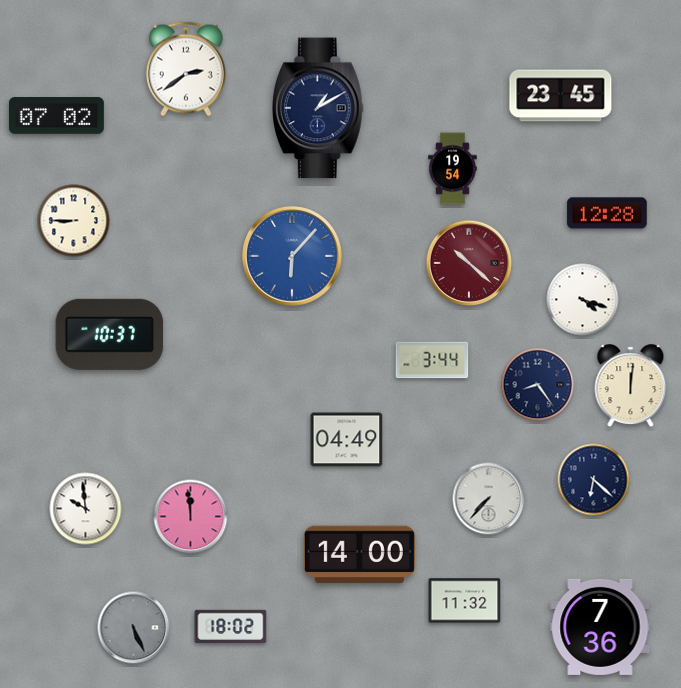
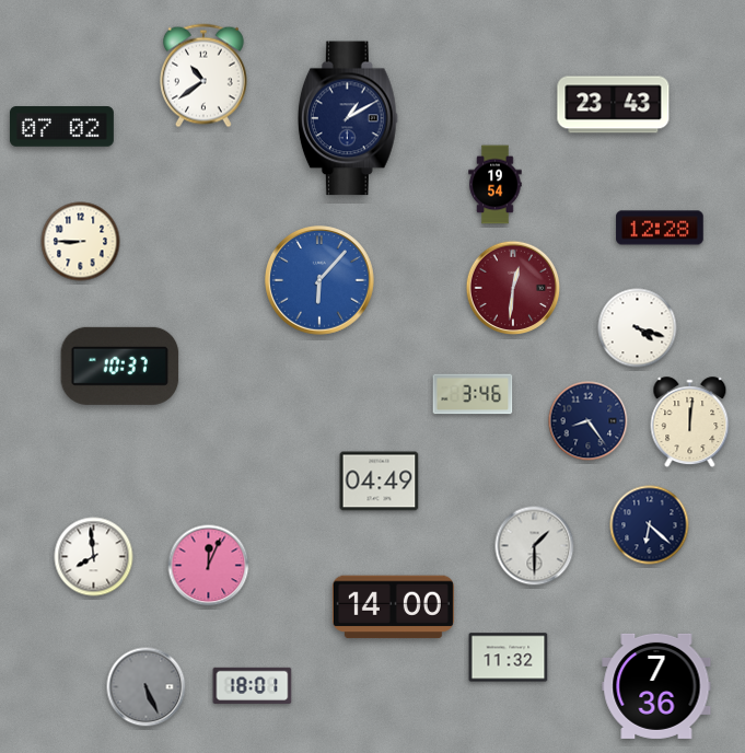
clock at (186, 69): 2:39 -> 10:39
clock at (561, 96): 23:45 -> 23:43
clock at (607, 213) position: (607, 213) -> (660, 228)
clock at (469, 263): 10:22 -> 12:31
clock at (432, 360): 3:44 -> 3:46
clock at (489, 499): 7:37 -> 1:30
clock at (86, 509): 9:59 -> 7:59
clock at (191, 517): 11:59 -> 12:04
clock at (231, 626): 18:02 -> 18:01
